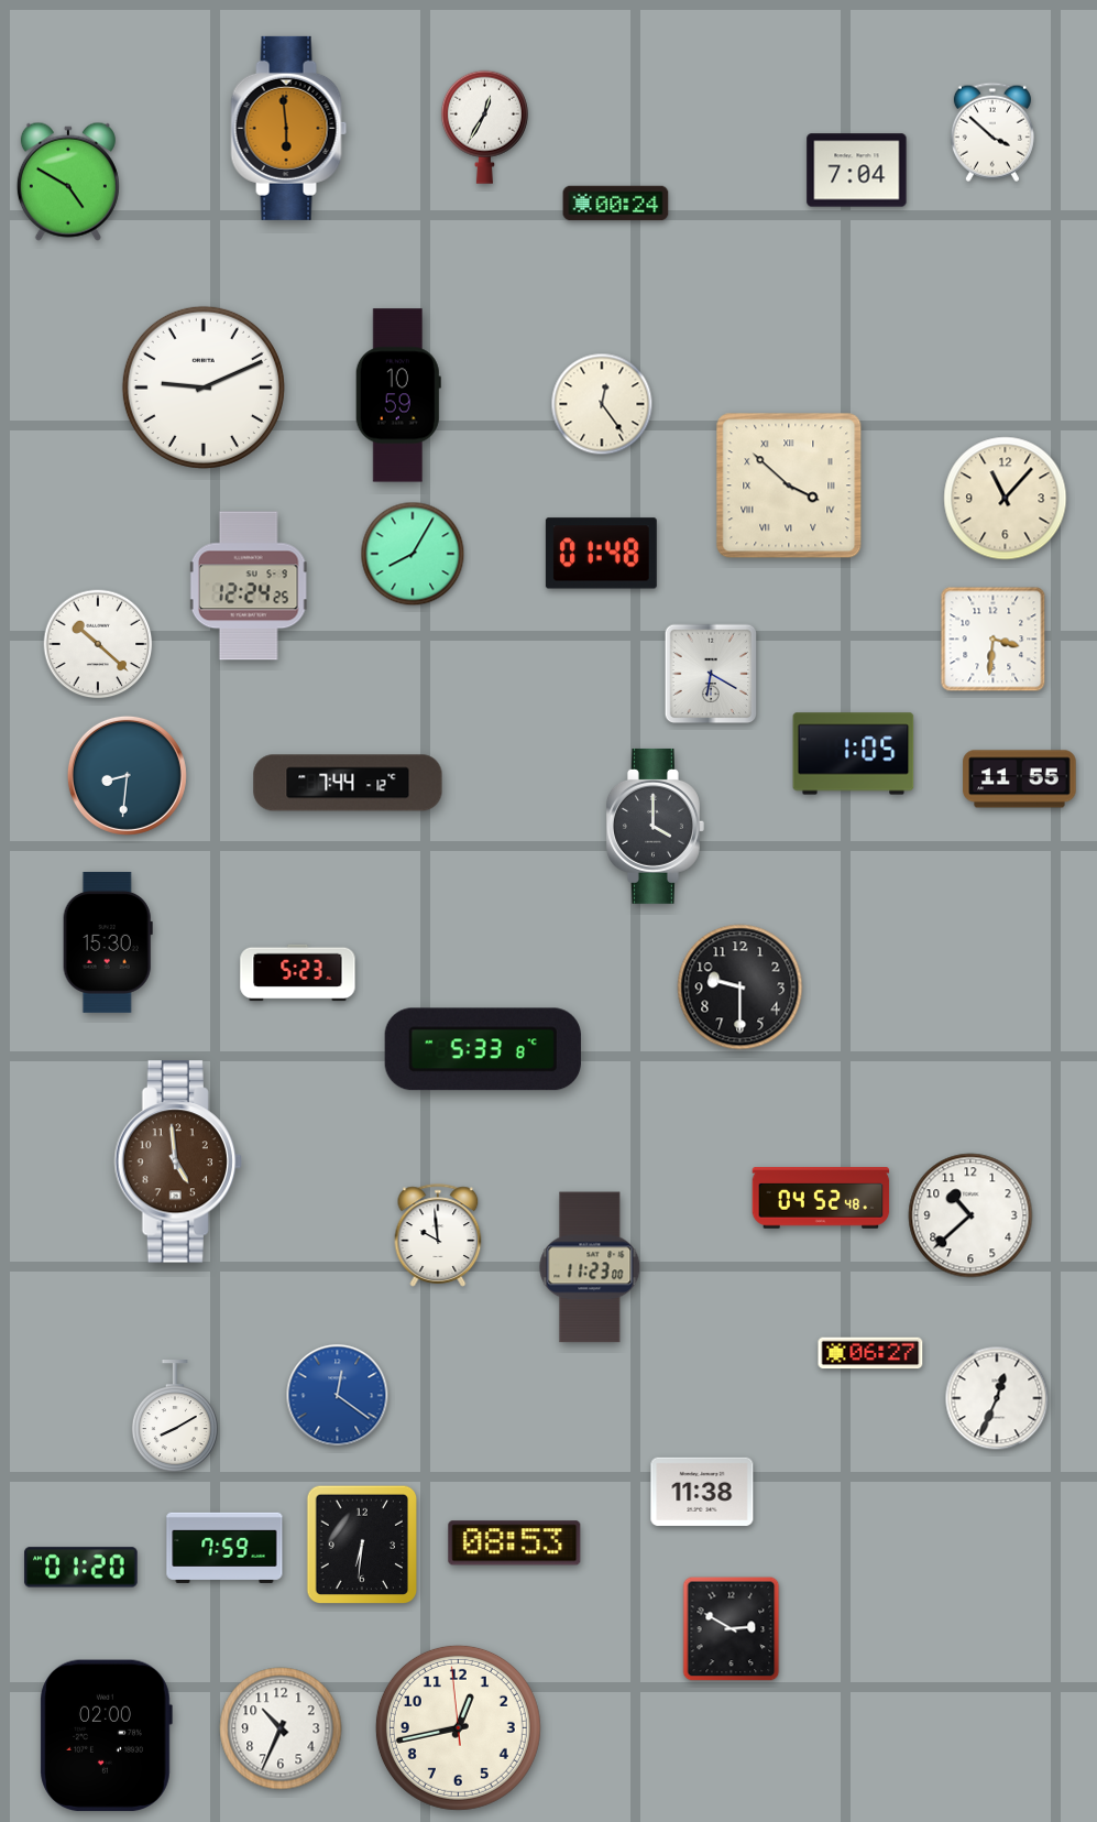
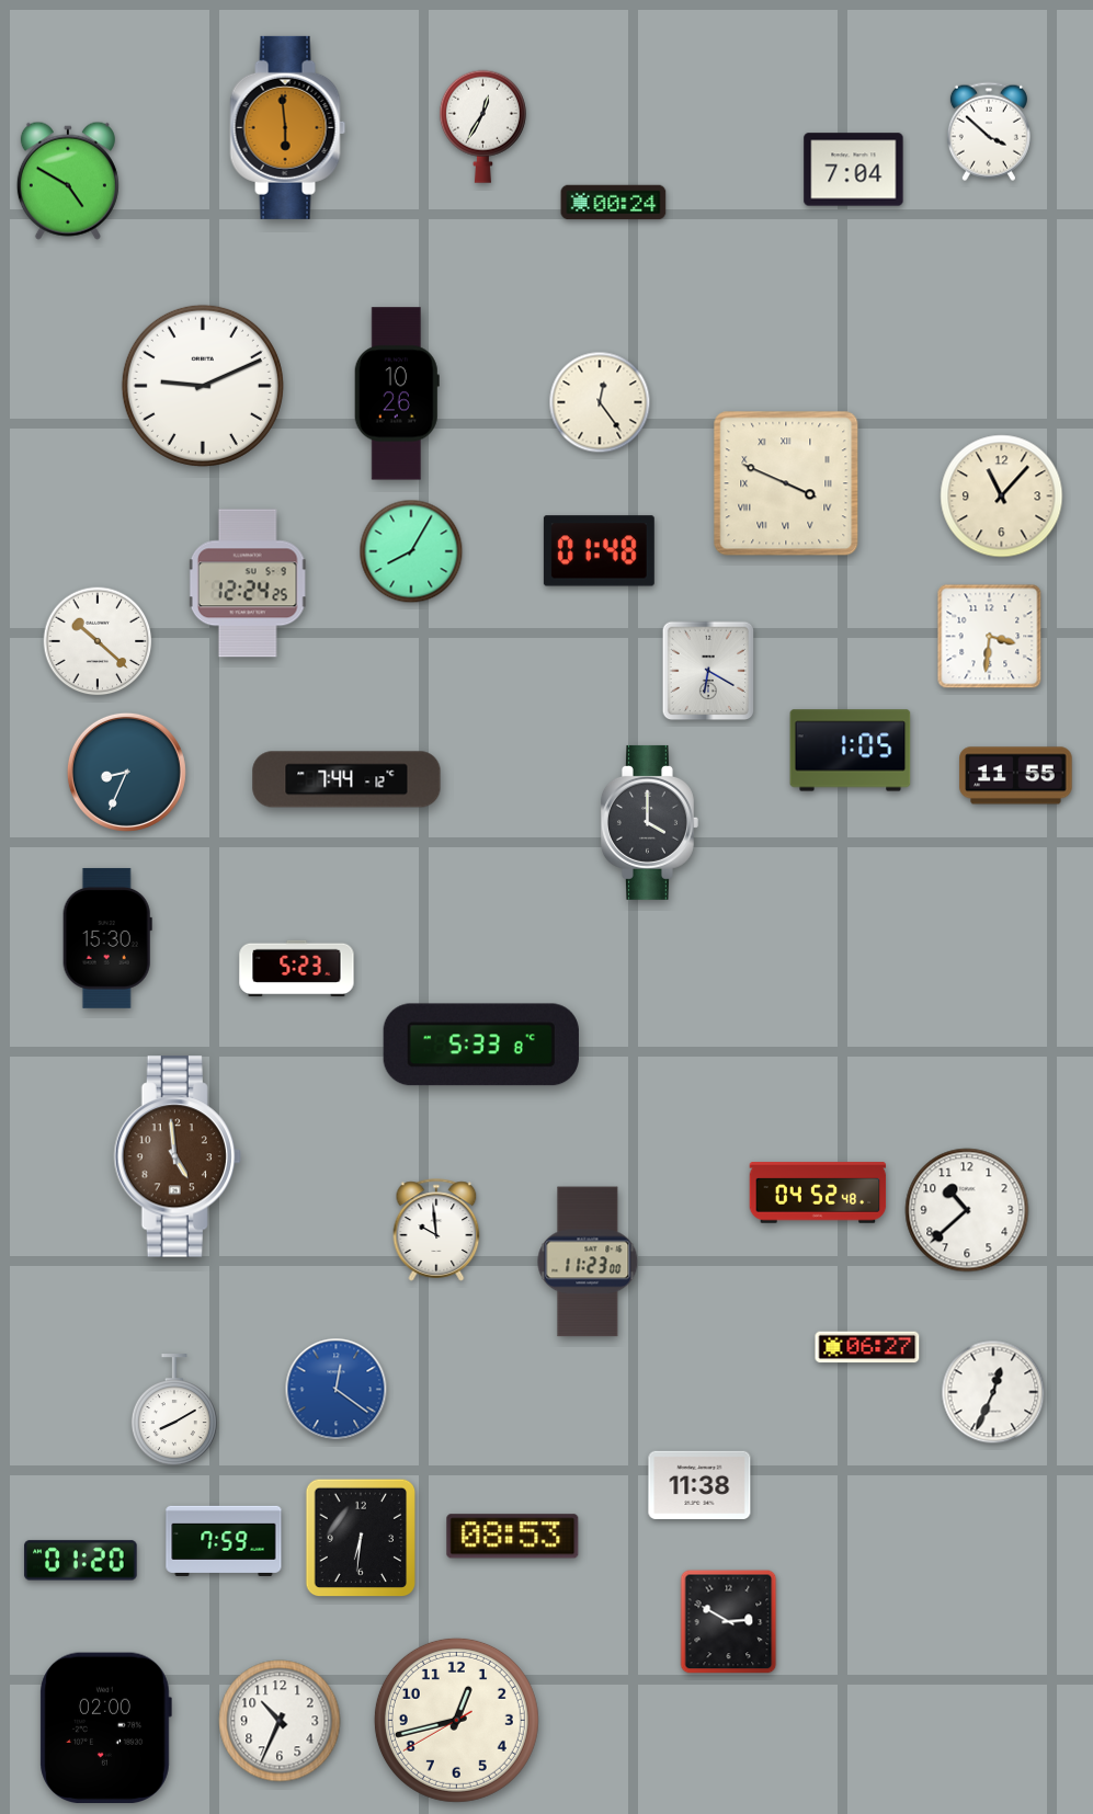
clock at (398, 395): 10:59 -> 10:26
clock at (789, 485): 3:52 -> 3:49
clock at (127, 775): 8:31 -> 8:34
clock at (655, 826) position: (655, 826) -> (649, 822)
clock at (741, 988): 9:30 -> none
clock at (458, 1727): 12:42:59 -> 12:42:40
